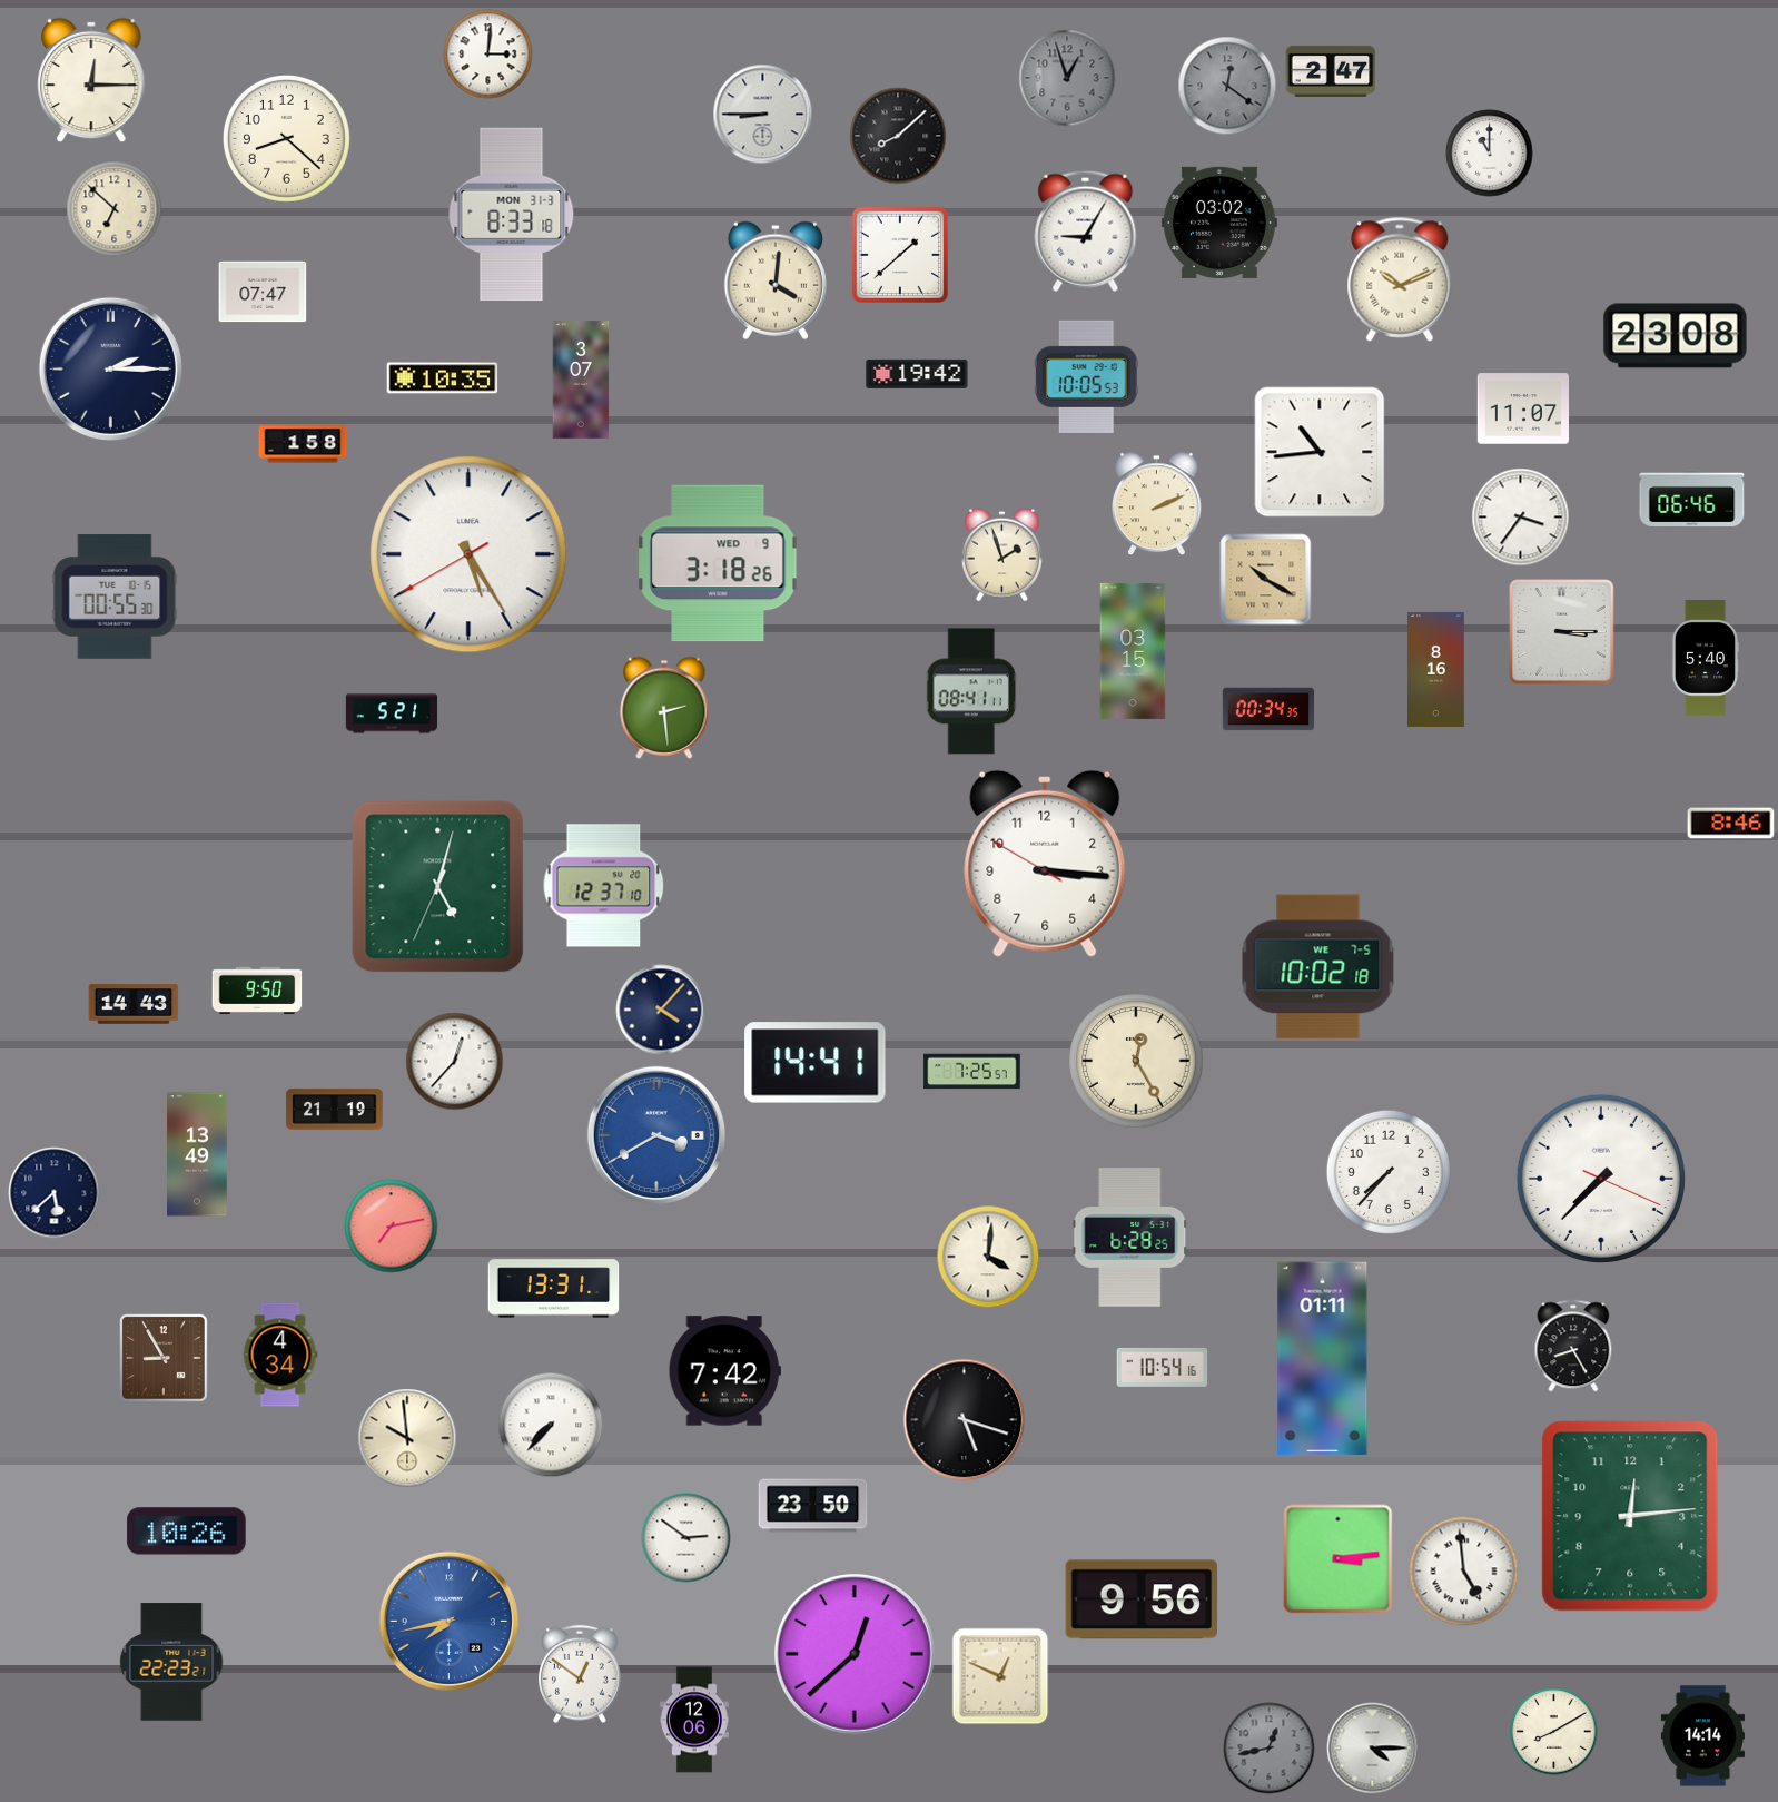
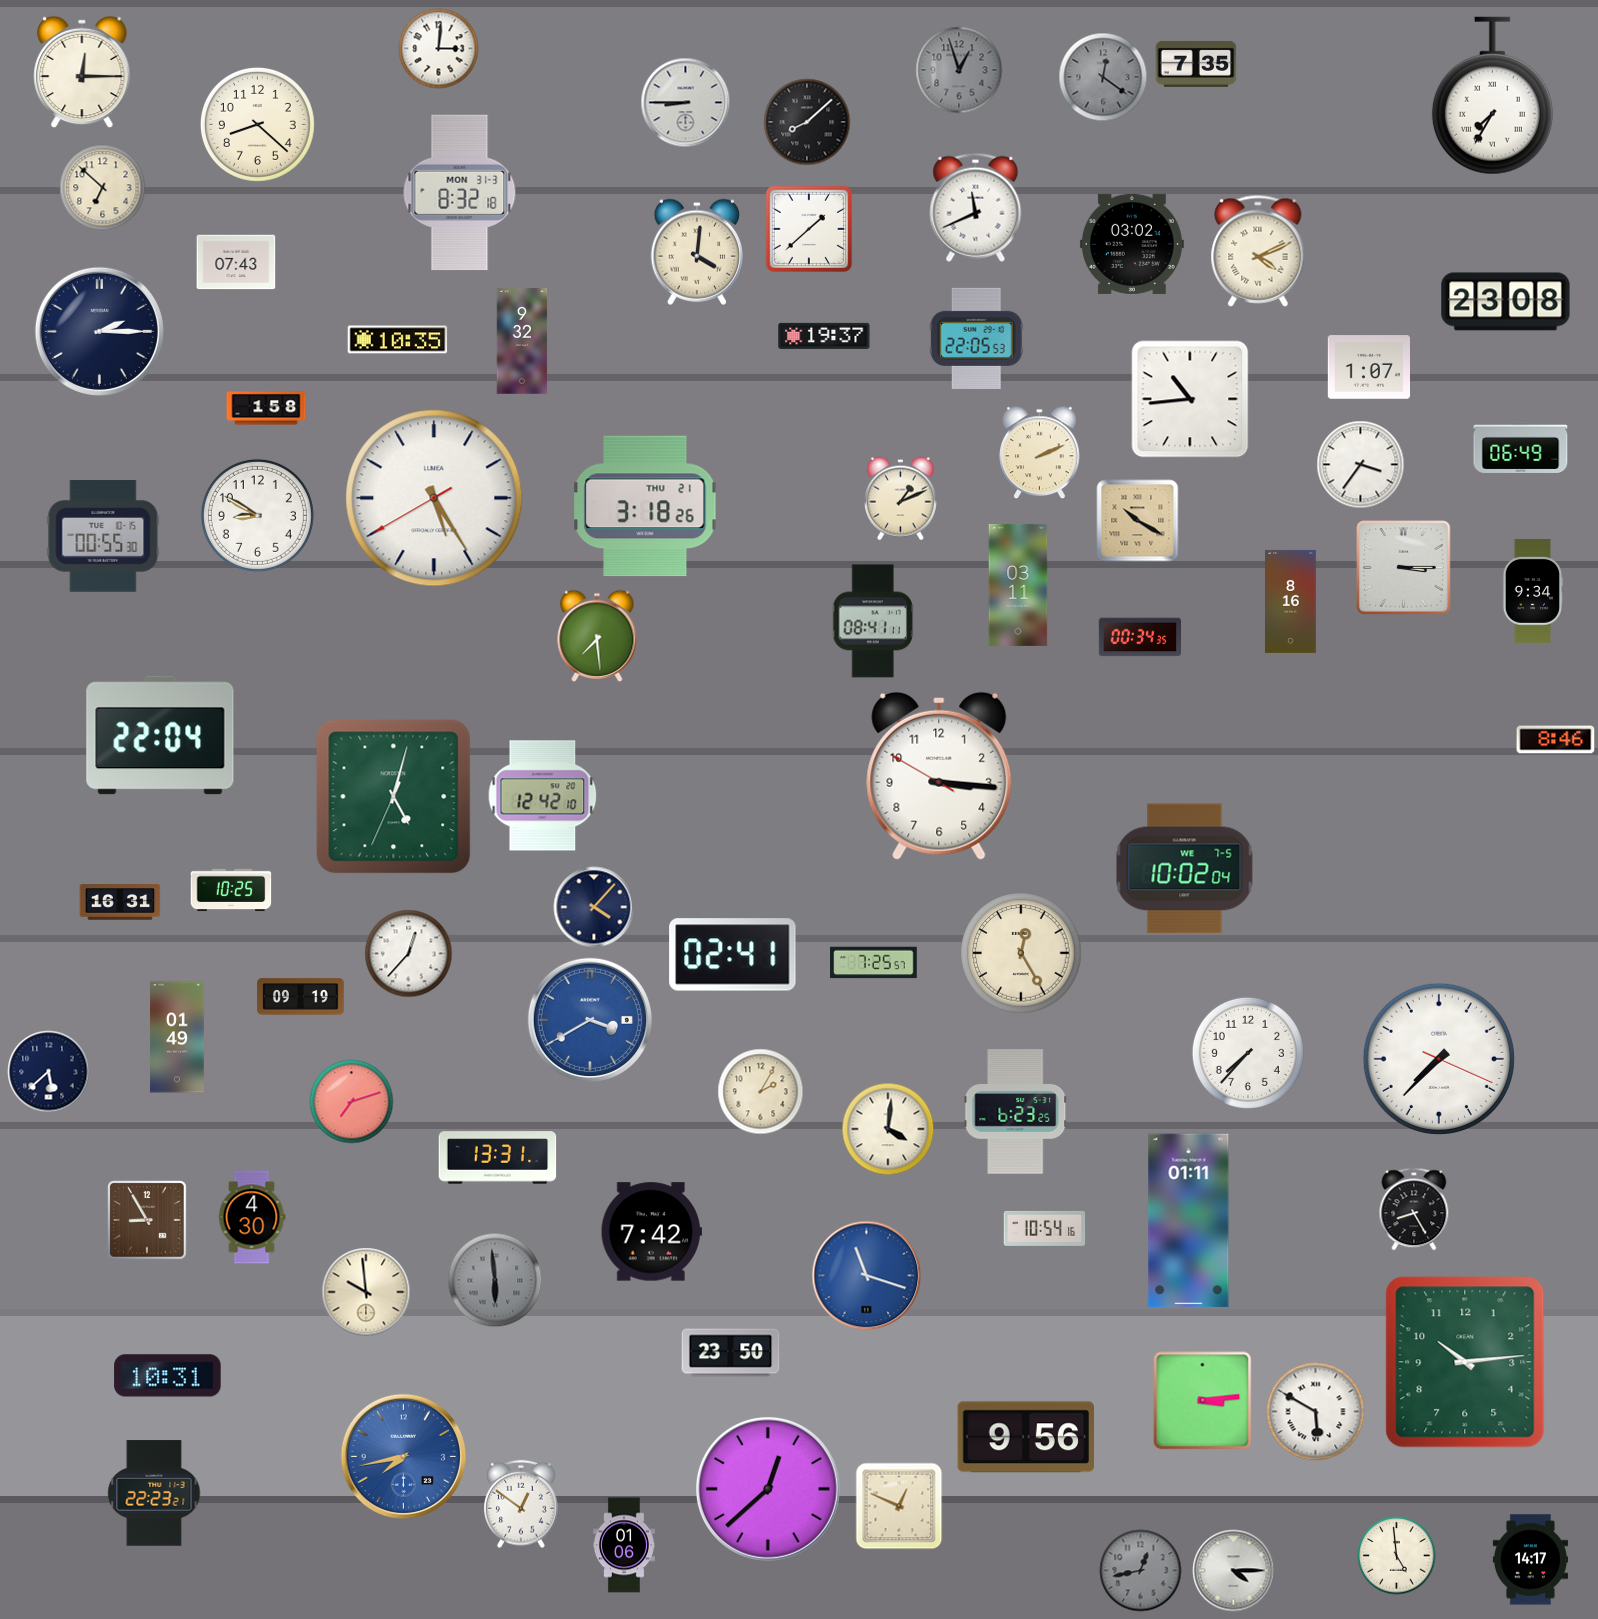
clock at (1331, 71): 2:47 -> 7:35
clock at (1492, 96): none -> 7:35
clock at (1490, 154): 11:00 -> none
clock at (512, 215): 8:33 -> 8:32
clock at (1219, 223) position: (1219, 223) -> (1132, 244)
clock at (1086, 230): 9:05 -> 11:41
clock at (1400, 279): 10:11 -> 4:11
clock at (263, 292): 07:47 -> 07:43
clock at (917, 374): 19:42 -> 19:37
clock at (1086, 376): 10:05 -> 22:05
clock at (581, 380): 3:07 -> 9:32
clock at (1522, 408): 11:07 -> 1:07
clock at (303, 444) position: (303, 444) -> (266, 408)
clock at (1320, 452) position: (1320, 452) -> (1190, 399)
clock at (1692, 498): 06:46 -> 06:49
clock at (1521, 518) position: (1521, 518) -> (1361, 465)
clock at (468, 554) position: (468, 554) -> (434, 498)
clock at (1001, 555): 1:57 -> 1:11
clock at (718, 563) date: WED 9 -> THU 21
clock at (257, 515): none -> 8:50
clock at (1133, 651): 03:15 -> 03:11
clock at (1705, 658): 5:40 -> 9:34
clock at (664, 708): 2:29 -> 7:29
clock at (392, 713): 5:21 -> none
clock at (160, 735): none -> 22:04
clock at (604, 886): 12:37 -> 12:42
clock at (1318, 967): 10:02:18 -> 10:02:04
clock at (257, 991): 9:50 -> 10:25
clock at (134, 1004): 14:43 -> 16:31
clock at (816, 1063): 14:41 -> 02:41
clock at (335, 1110): 21:19 -> 09:19
clock at (197, 1154): 13:49 -> 01:49
clock at (761, 1092): none -> 2:05
clock at (392, 1227): 7:13 -> 7:12
clock at (1130, 1238): 6:28 -> 6:23
clock at (280, 1355): 4:34 -> 4:30
clock at (965, 1420): 5:18 -> 11:18
clock at (965, 1420) dial: black -> blue
clock at (551, 1425): 7:37 -> 5:59
clock at (551, 1425) dial: white -> grey
clock at (1630, 1516): 12:14 -> 10:14
clock at (187, 1532): 10:26 -> 10:31
clock at (686, 1538): 2:51 -> none
clock at (1464, 1572): 4:59 -> 5:50
clock at (855, 1654) position: (855, 1654) -> (768, 1489)
clock at (694, 1720): 12:06 -> 01:06
clock at (1554, 1732): 8:10 -> 4:59
clock at (1702, 1736): 14:14 -> 14:17
